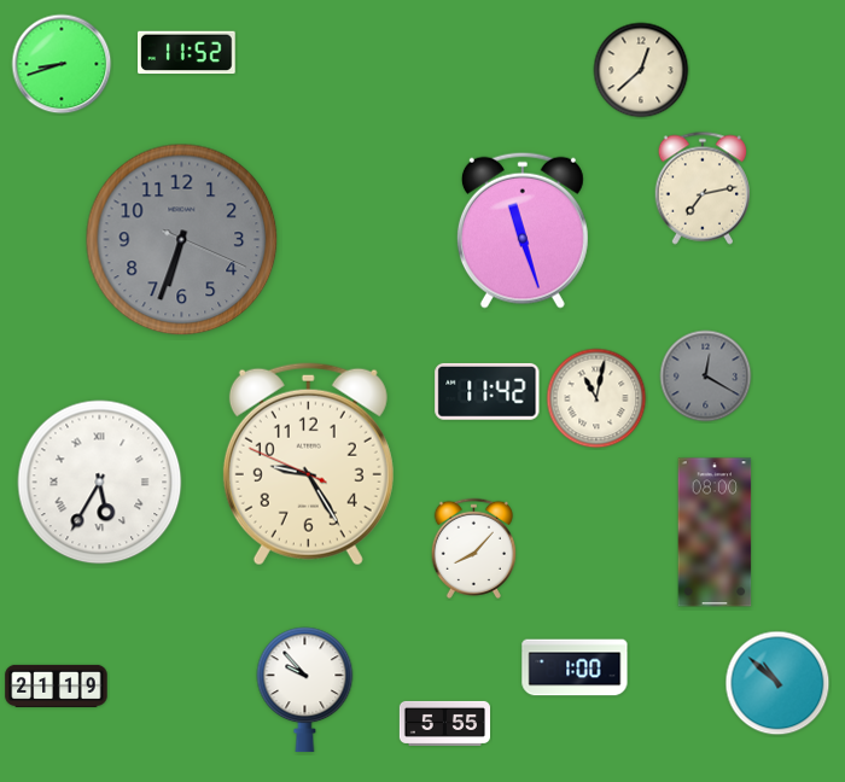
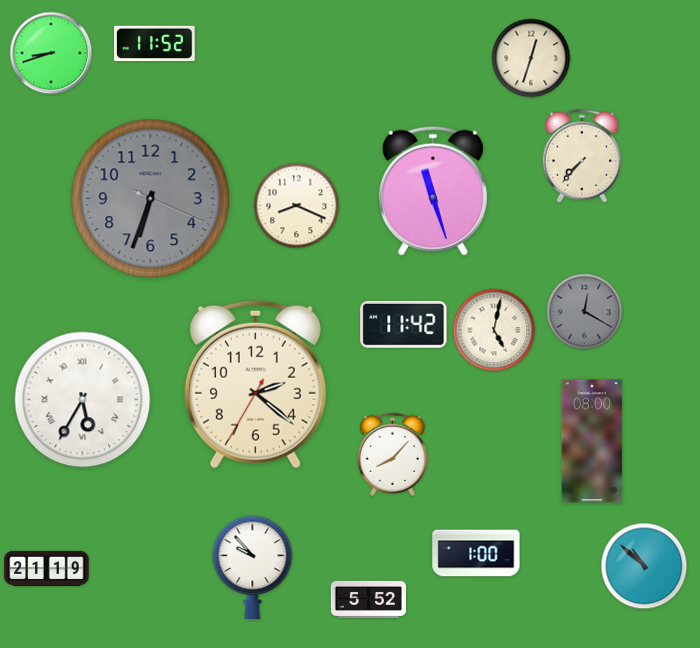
clock at (641, 70): 12:38 -> 12:33
clock at (701, 188): 7:13 -> 7:37
clock at (297, 206): none -> 8:19
clock at (596, 398): 11:02 -> 5:02
clock at (308, 465): 9:24 -> 2:21
clock at (305, 690) position: (305, 690) -> (253, 568)
clock at (444, 723): 5:55 -> 5:52
